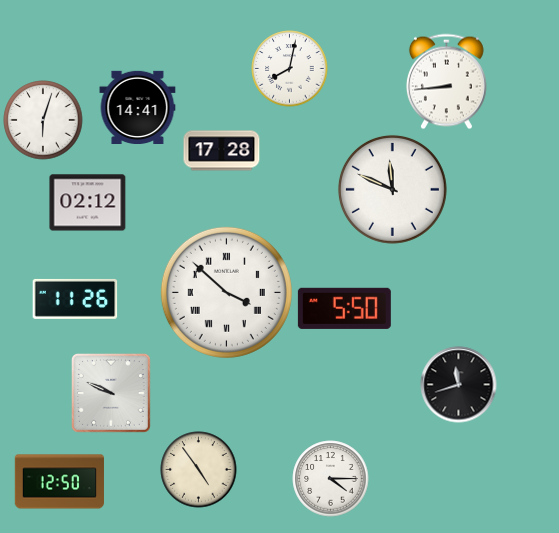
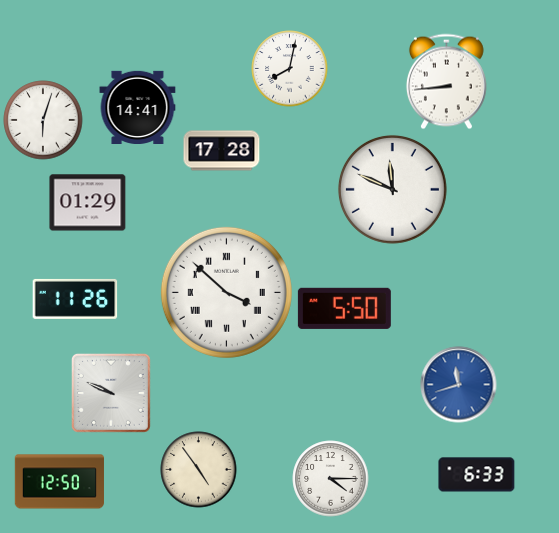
clock at (88, 203): 02:12 -> 01:29
clock at (459, 385) dial: black -> blue
clock at (477, 475): none -> 6:33
